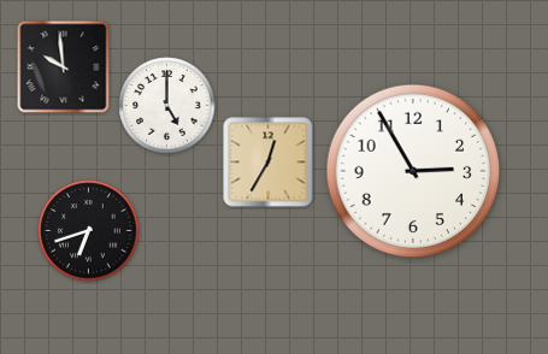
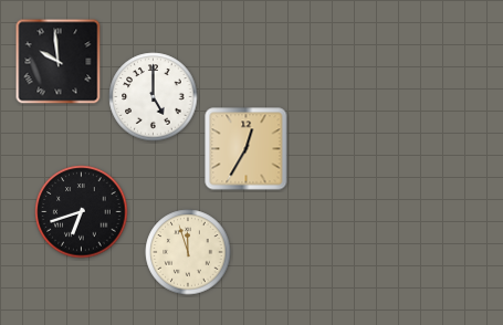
clock at (413, 171): 2:55 -> none
clock at (188, 252): none -> 11:57
